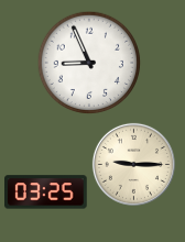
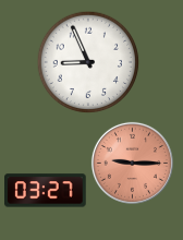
clock at (133, 164) dial: cream -> salmon
clock at (46, 193): 03:25 -> 03:27
